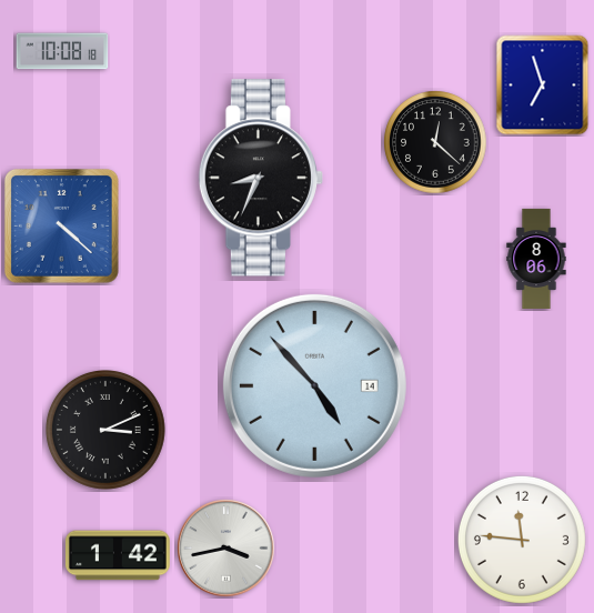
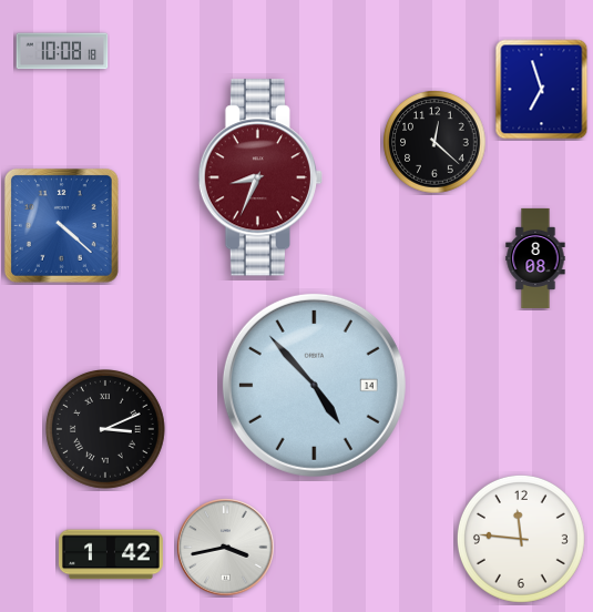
clock at (543, 86) position: (543, 86) -> (542, 90)
clock at (260, 178) dial: black -> burgundy
clock at (536, 259): 8:06 -> 8:08
clock at (118, 555) position: (118, 555) -> (111, 554)
